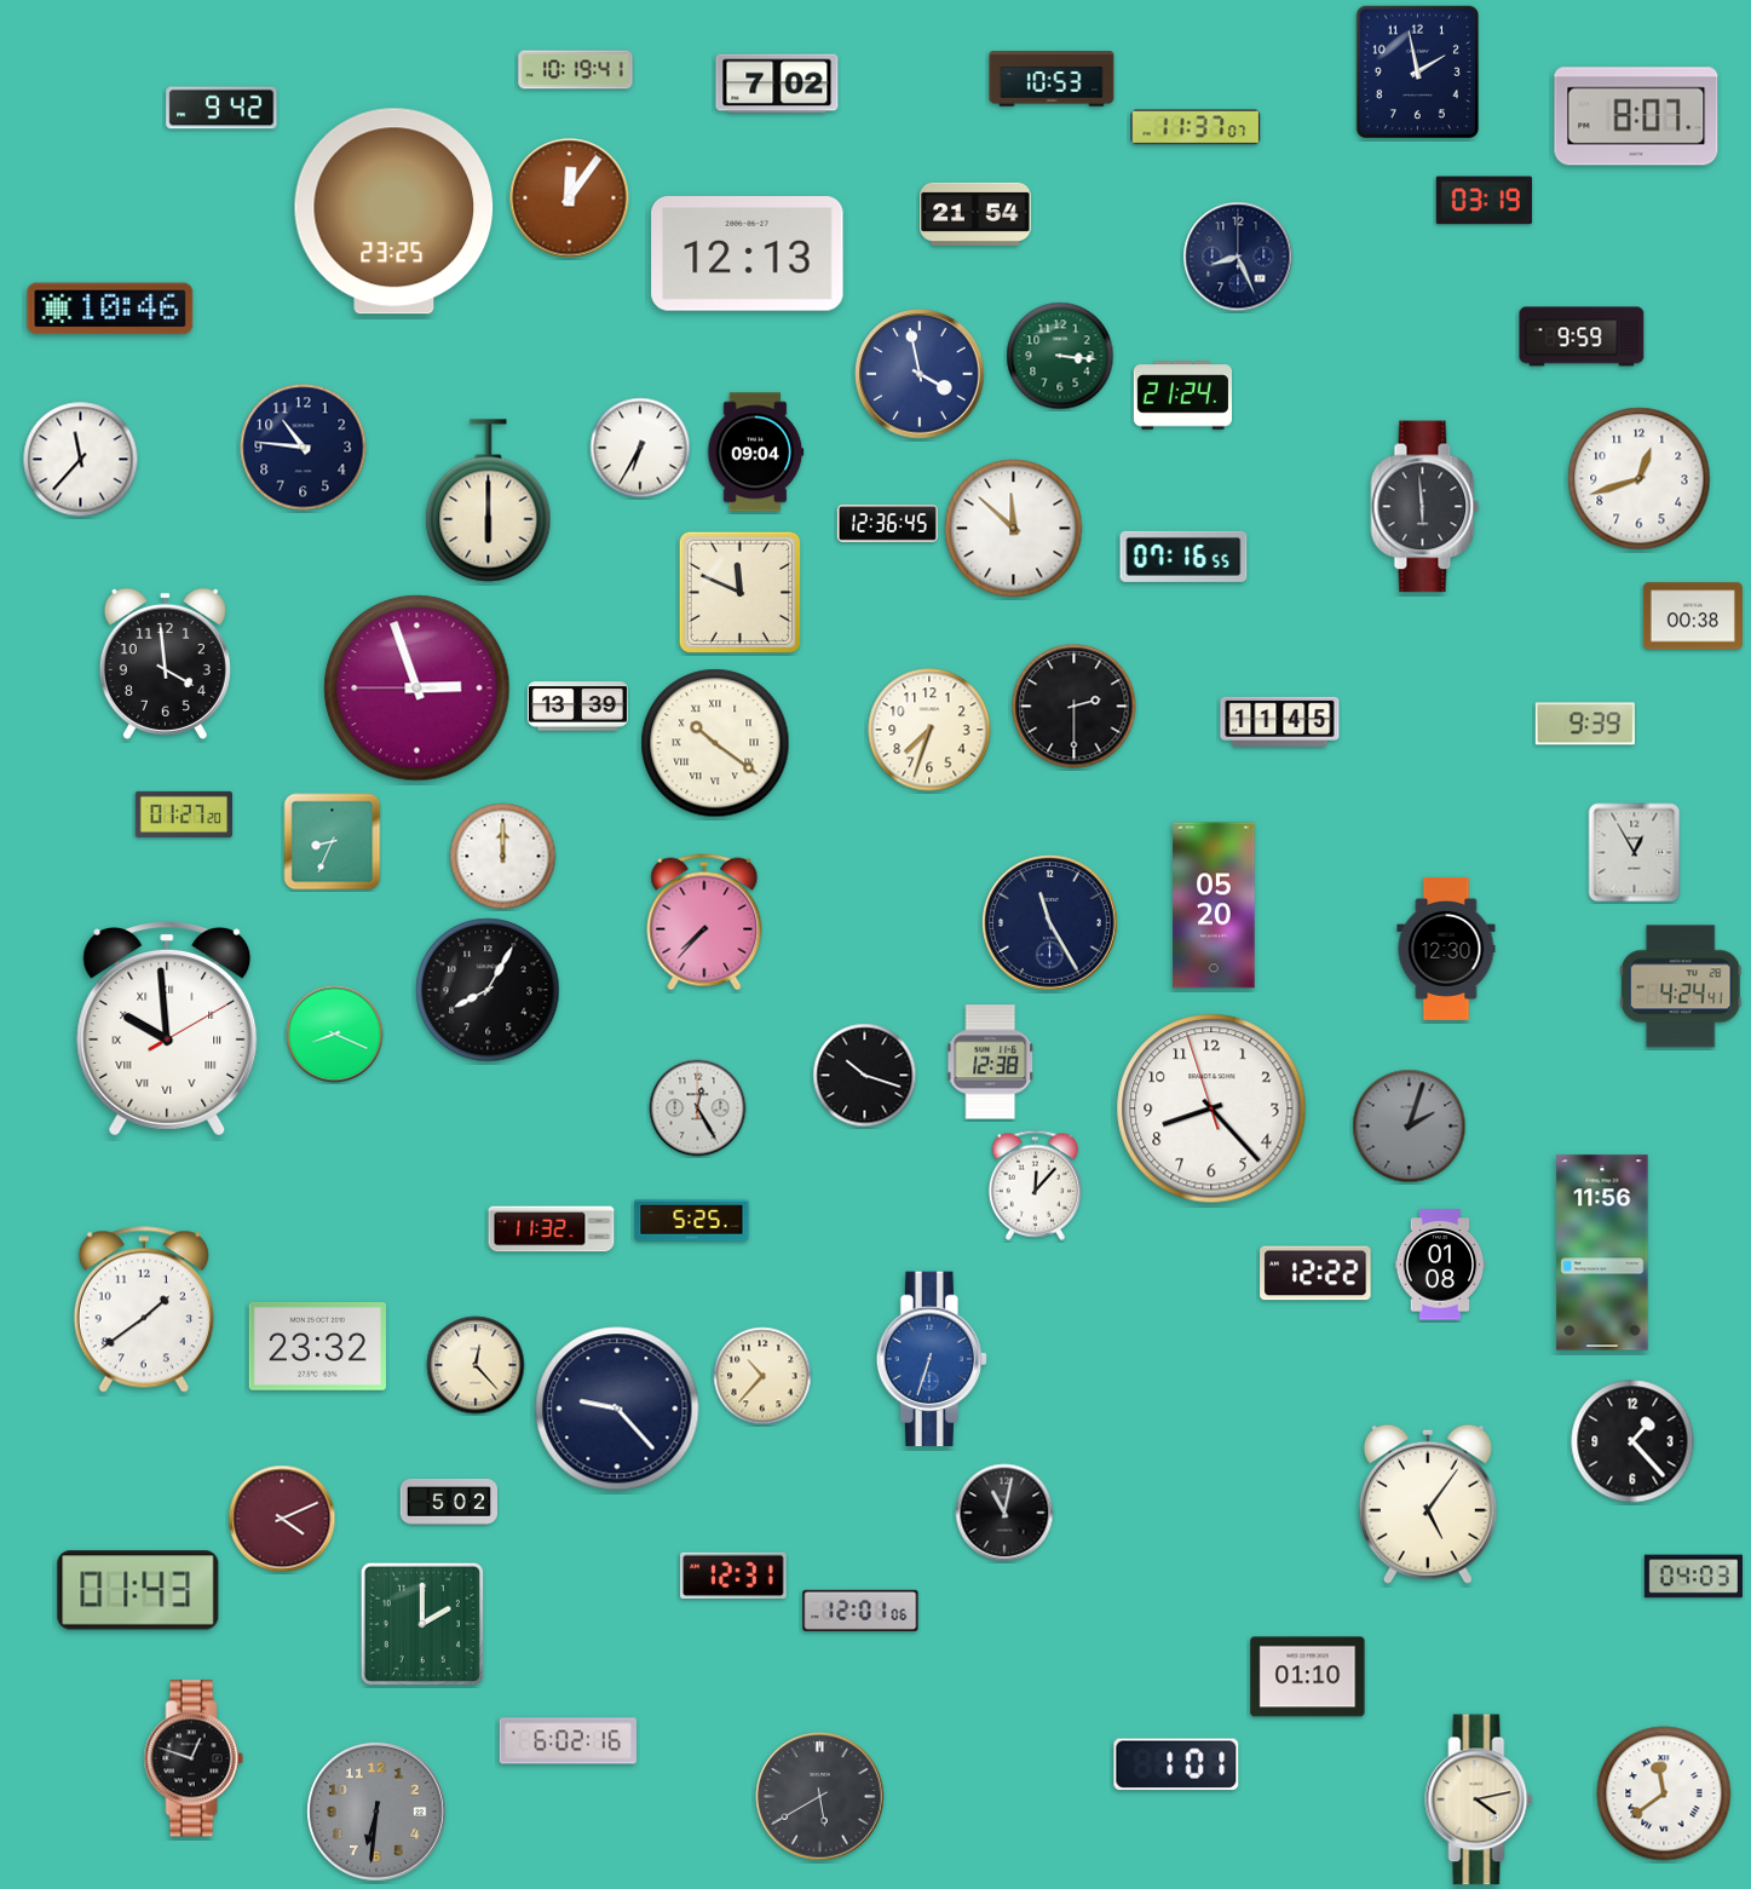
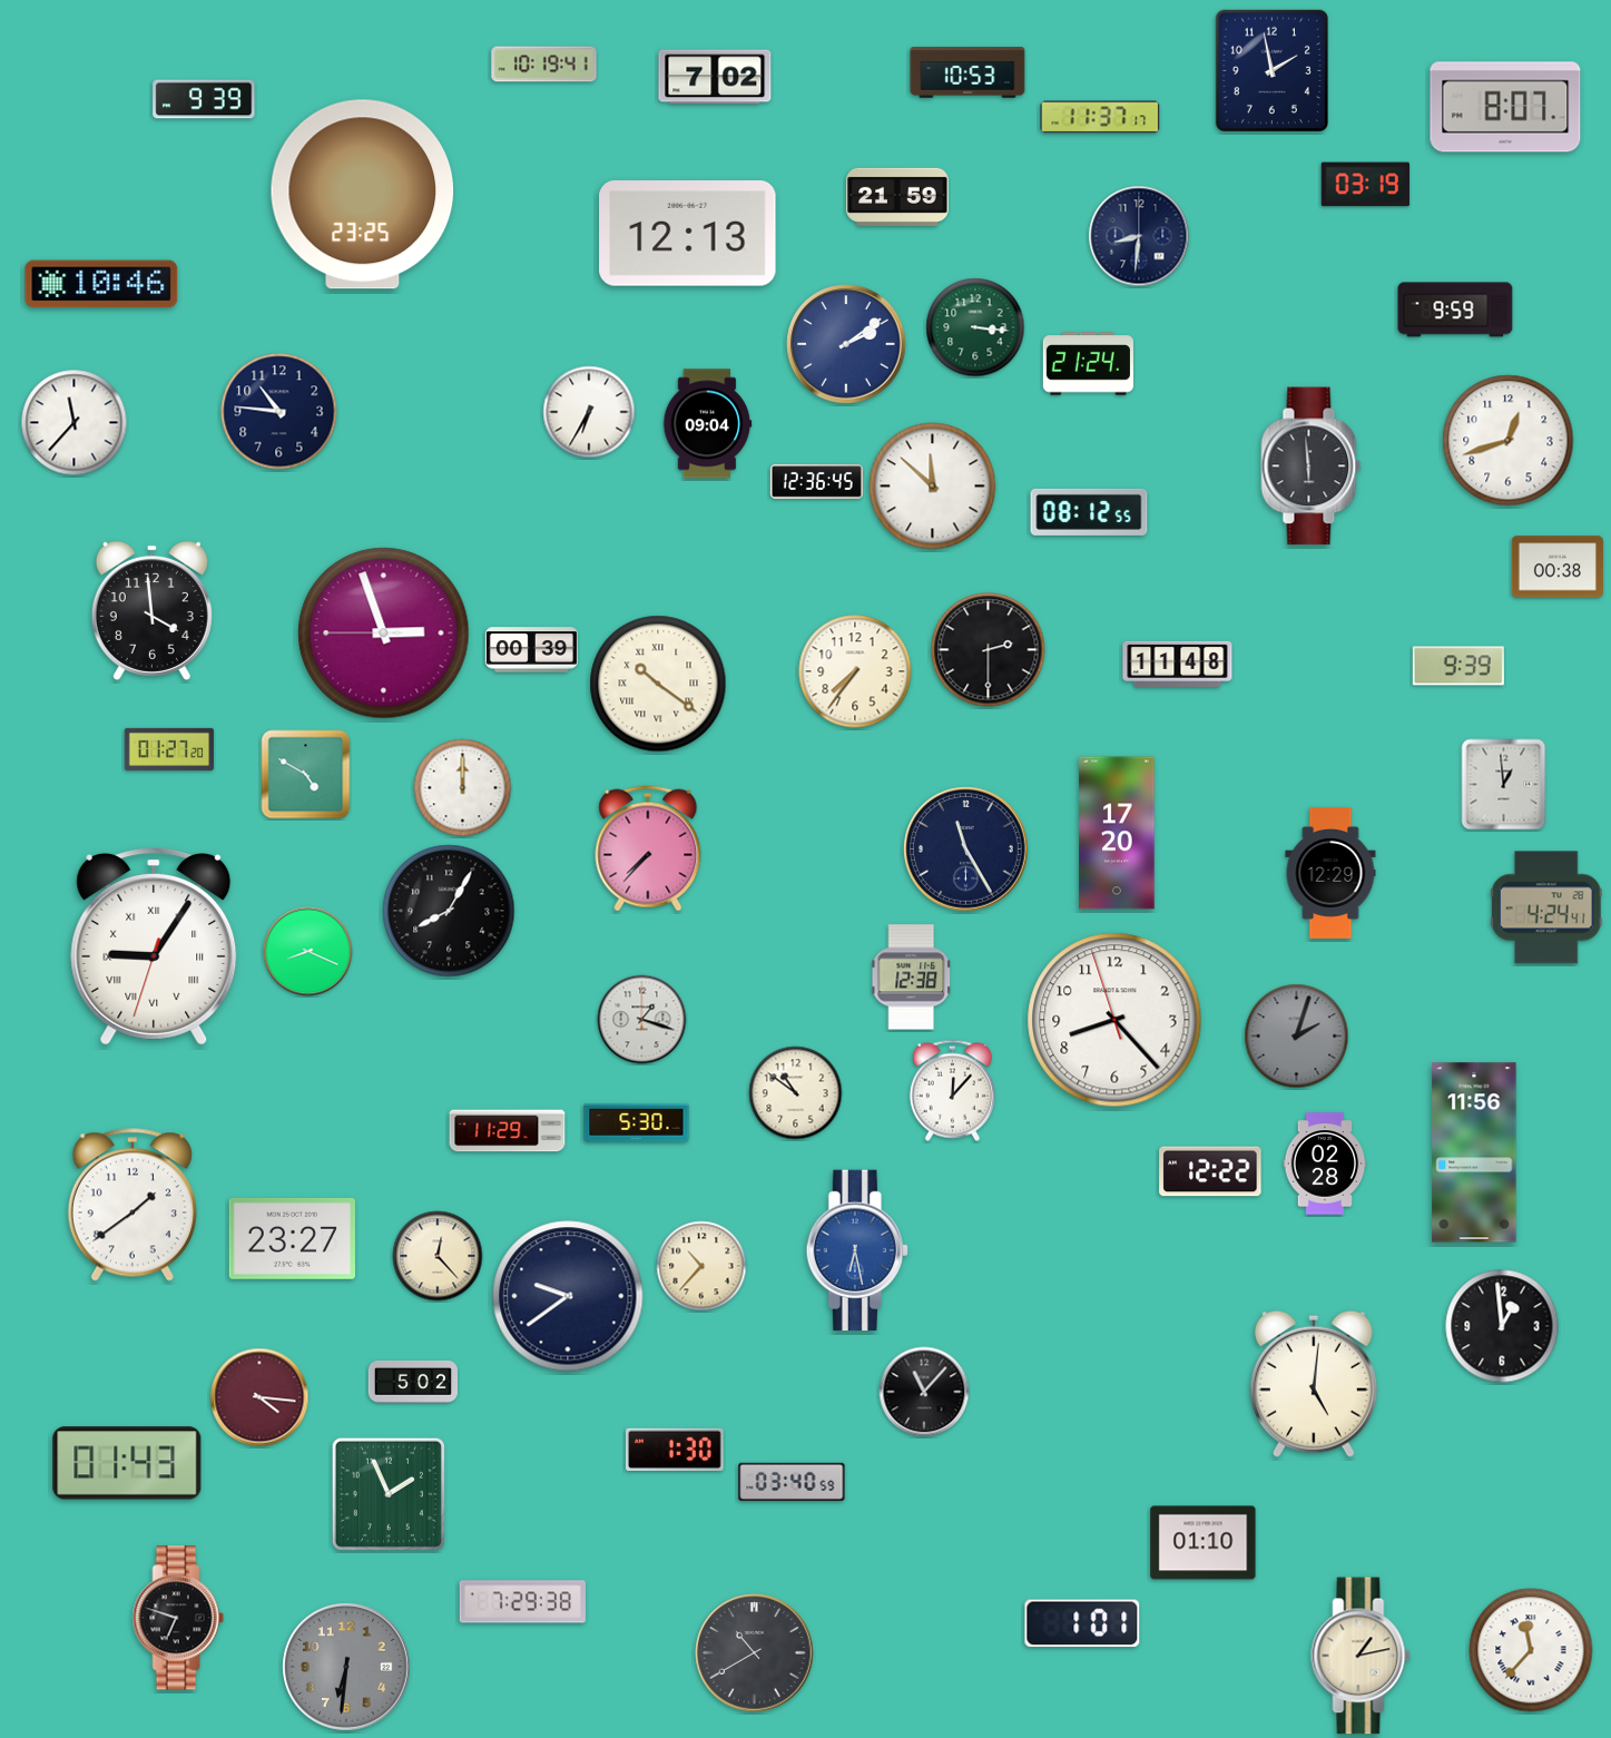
clock at (576, 70) position: (576, 70) -> (544, 65)
clock at (1417, 71) position: (1417, 71) -> (1271, 70)
clock at (221, 108): 9:42 -> 9:39
clock at (1196, 127): 11:37:07 -> 11:37:17
clock at (570, 198): 12:06 -> none
clock at (975, 214): 21:54 -> 21:59
clock at (1238, 257): 8:26 -> 8:31
clock at (920, 374): 3:58 -> 2:09
clock at (755, 453) position: (755, 453) -> (707, 424)
clock at (489, 501): 6:00 -> none
clock at (1183, 557): 07:16 -> 08:12
clock at (739, 592): 11:49 -> none
clock at (577, 707): 13:39 -> 00:39
clock at (1280, 721): 11:45 -> 11:48
clock at (929, 730): 7:33 -> 7:36
clock at (333, 842): 8:34 -> 4:50
clock at (1635, 853): 12:55 -> 12:59
clock at (1214, 905): 05:20 -> 17:20
clock at (1446, 949): 12:30 -> 12:29
clock at (167, 1030): 9:59 -> 9:05
clock at (865, 1076): 10:18 -> none
clock at (698, 1108): 12:25 -> 1:18
clock at (796, 1093): none -> 10:51
clock at (692, 1221): 5:25 -> 5:30
clock at (552, 1229): 11:32 -> 11:29
clock at (1440, 1265): 01:08 -> 02:28
clock at (317, 1346): 23:32 -> 23:27
clock at (931, 1359): 6:33 -> 6:28
clock at (617, 1409): 9:23 -> 9:39
clock at (1632, 1441): 1:23 -> 12:59
clock at (1428, 1504): 5:06 -> 5:01
clock at (1004, 1513): 11:02 -> 11:07
clock at (282, 1519): 4:11 -> 4:16
clock at (735, 1576): 12:31 -> 1:30
clock at (1693, 1577): 04:03 -> none
clock at (860, 1611): 12:01 -> 03:40
clock at (422, 1624): 2:00 -> 1:56
clock at (568, 1741): 6:02 -> 7:29
clock at (194, 1758): 12:48 -> 6:48
clock at (1664, 1793): 11:39 -> 11:37
clock at (820, 1797): 5:40 -> 10:40
clock at (1479, 1799): 4:13 -> 1:13
